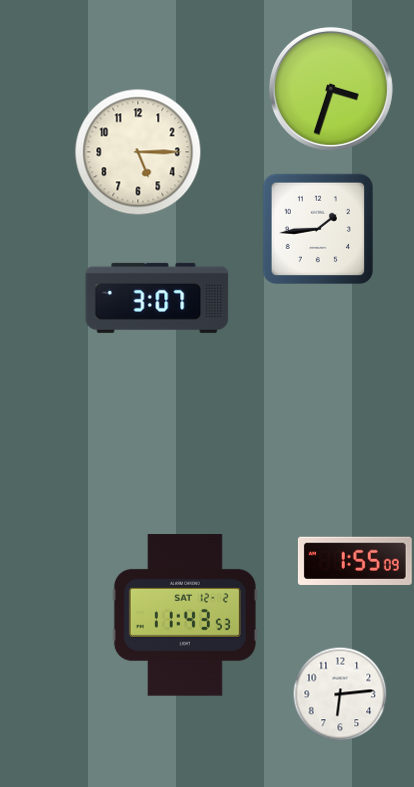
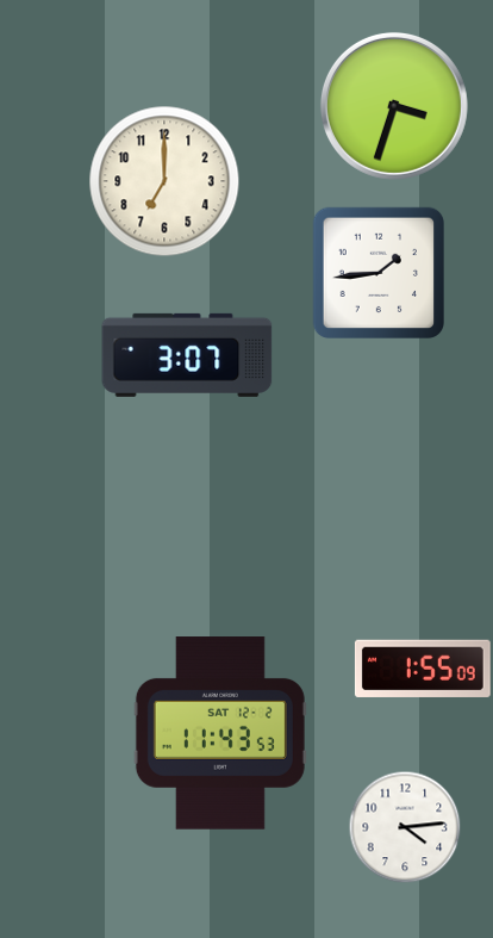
clock at (138, 152): 5:15 -> 7:00
clock at (340, 694): 6:14 -> 4:14
